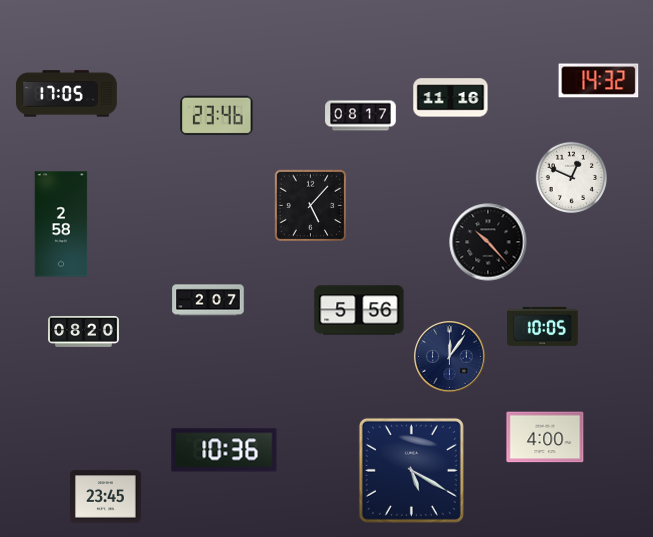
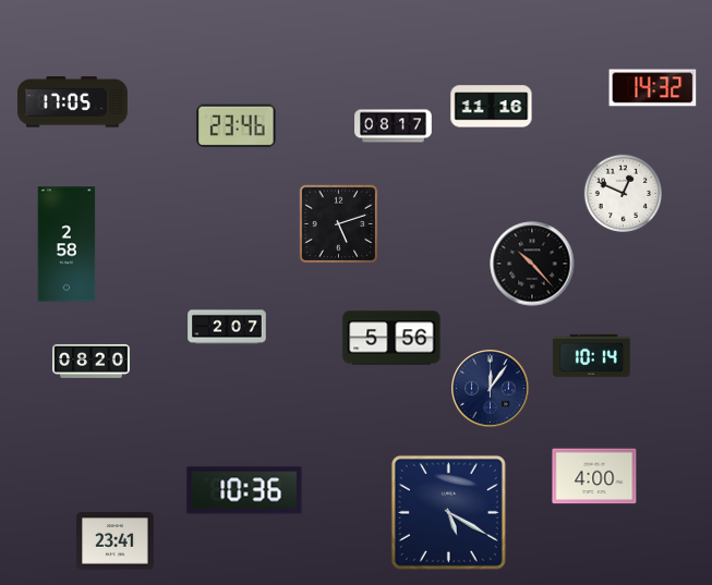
clock at (311, 206): 5:07 -> 5:12
clock at (543, 326): 10:05 -> 10:14
clock at (106, 497): 23:45 -> 23:41
